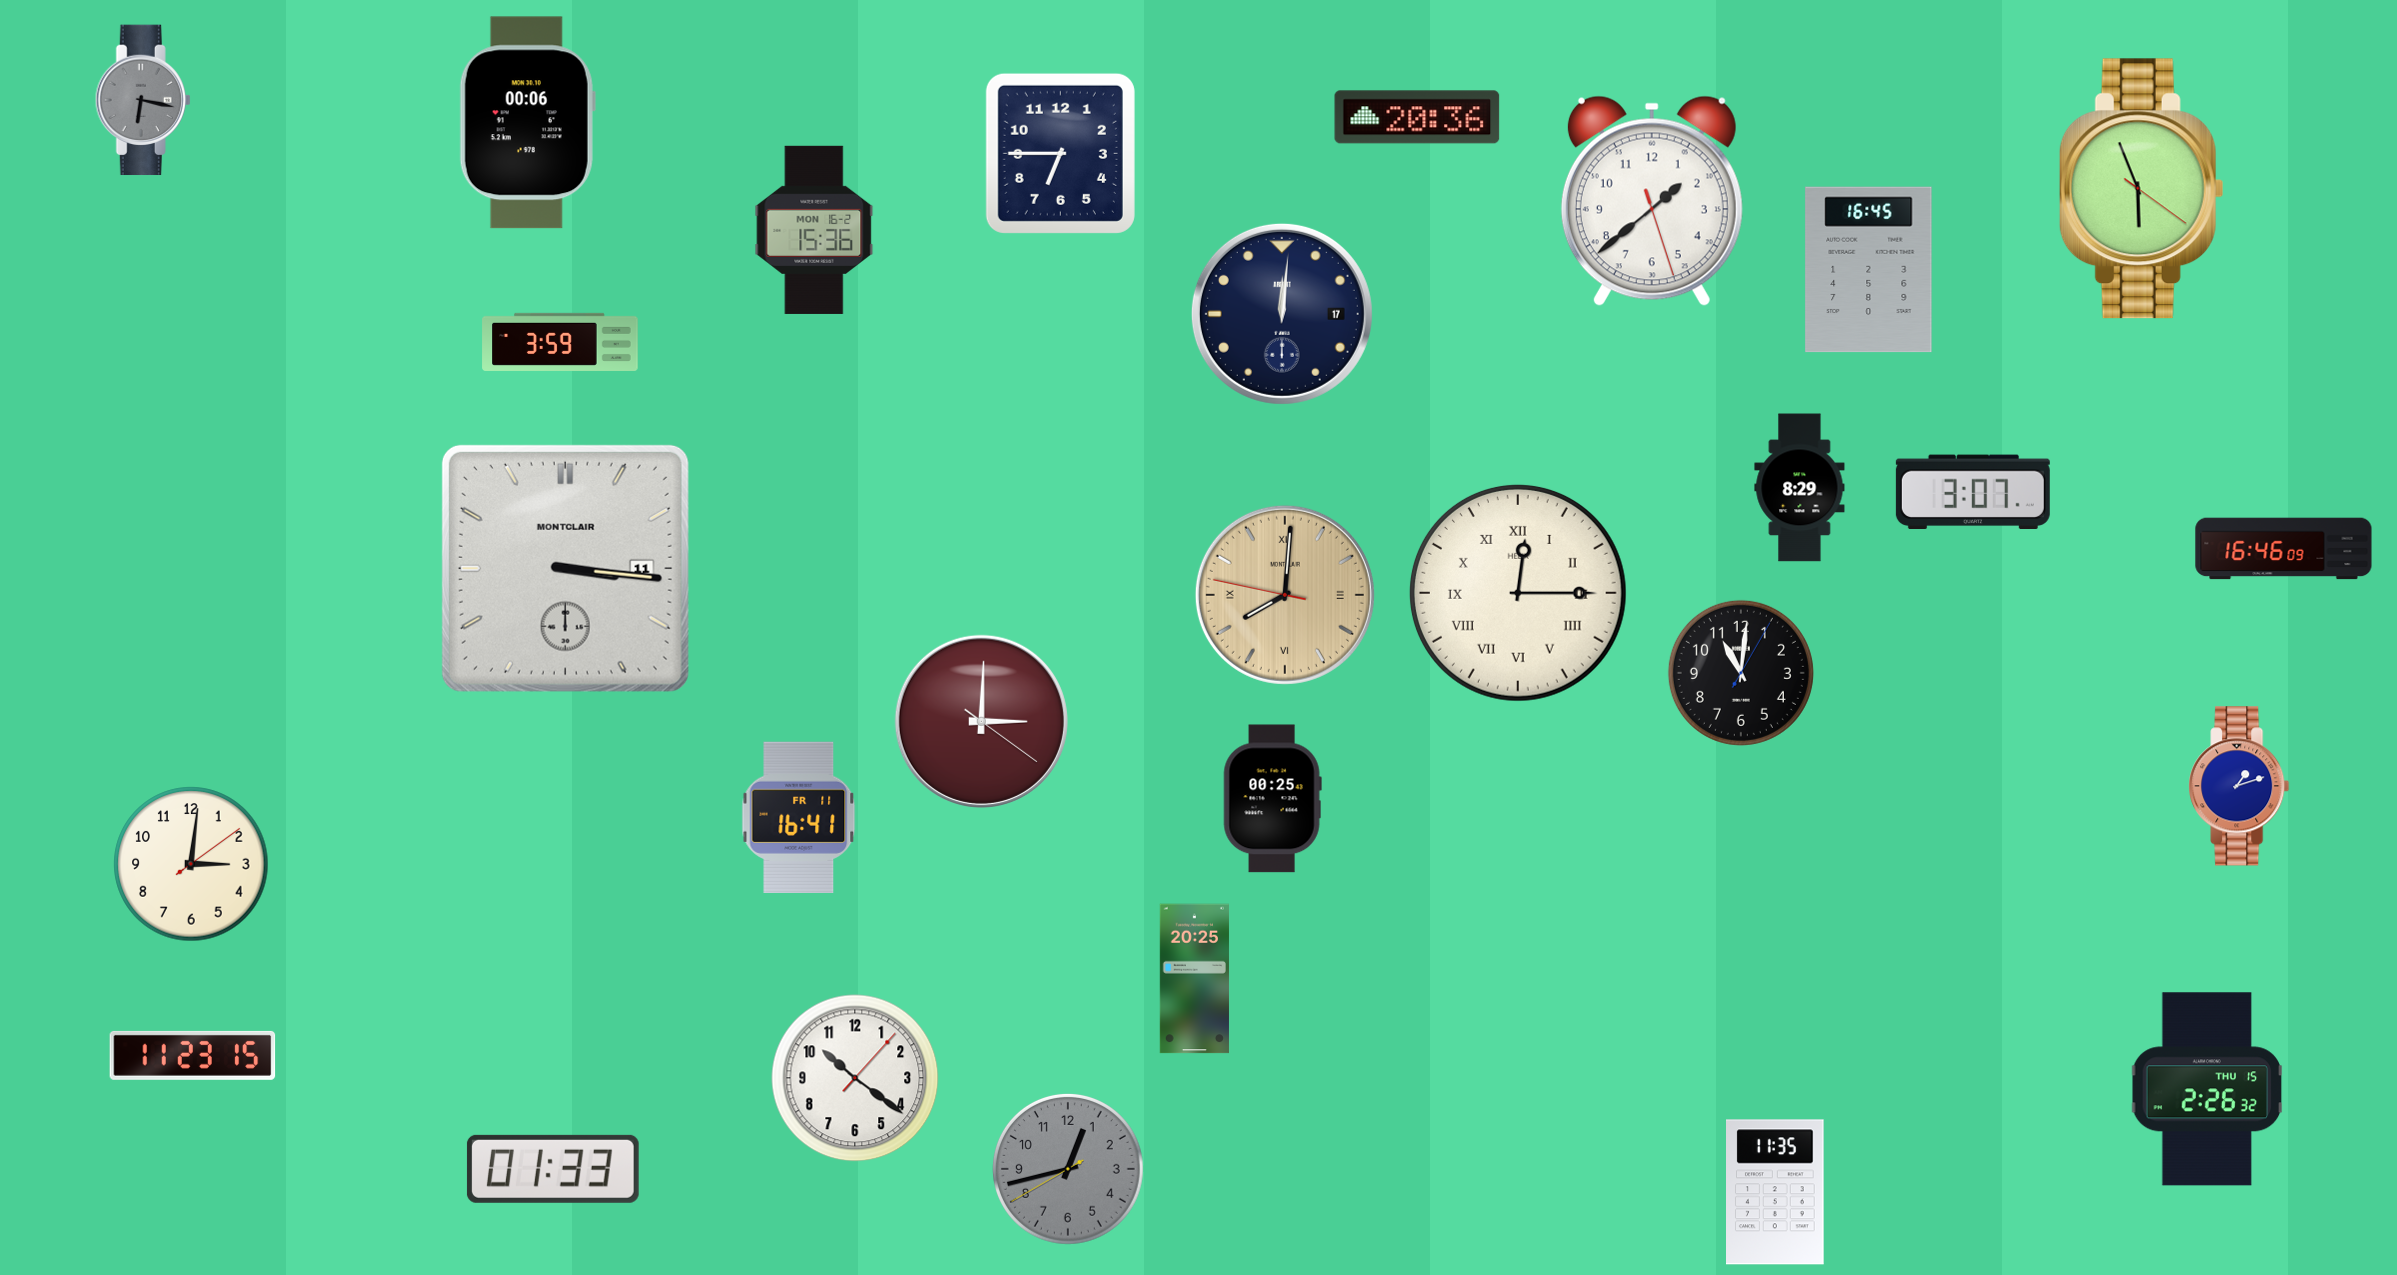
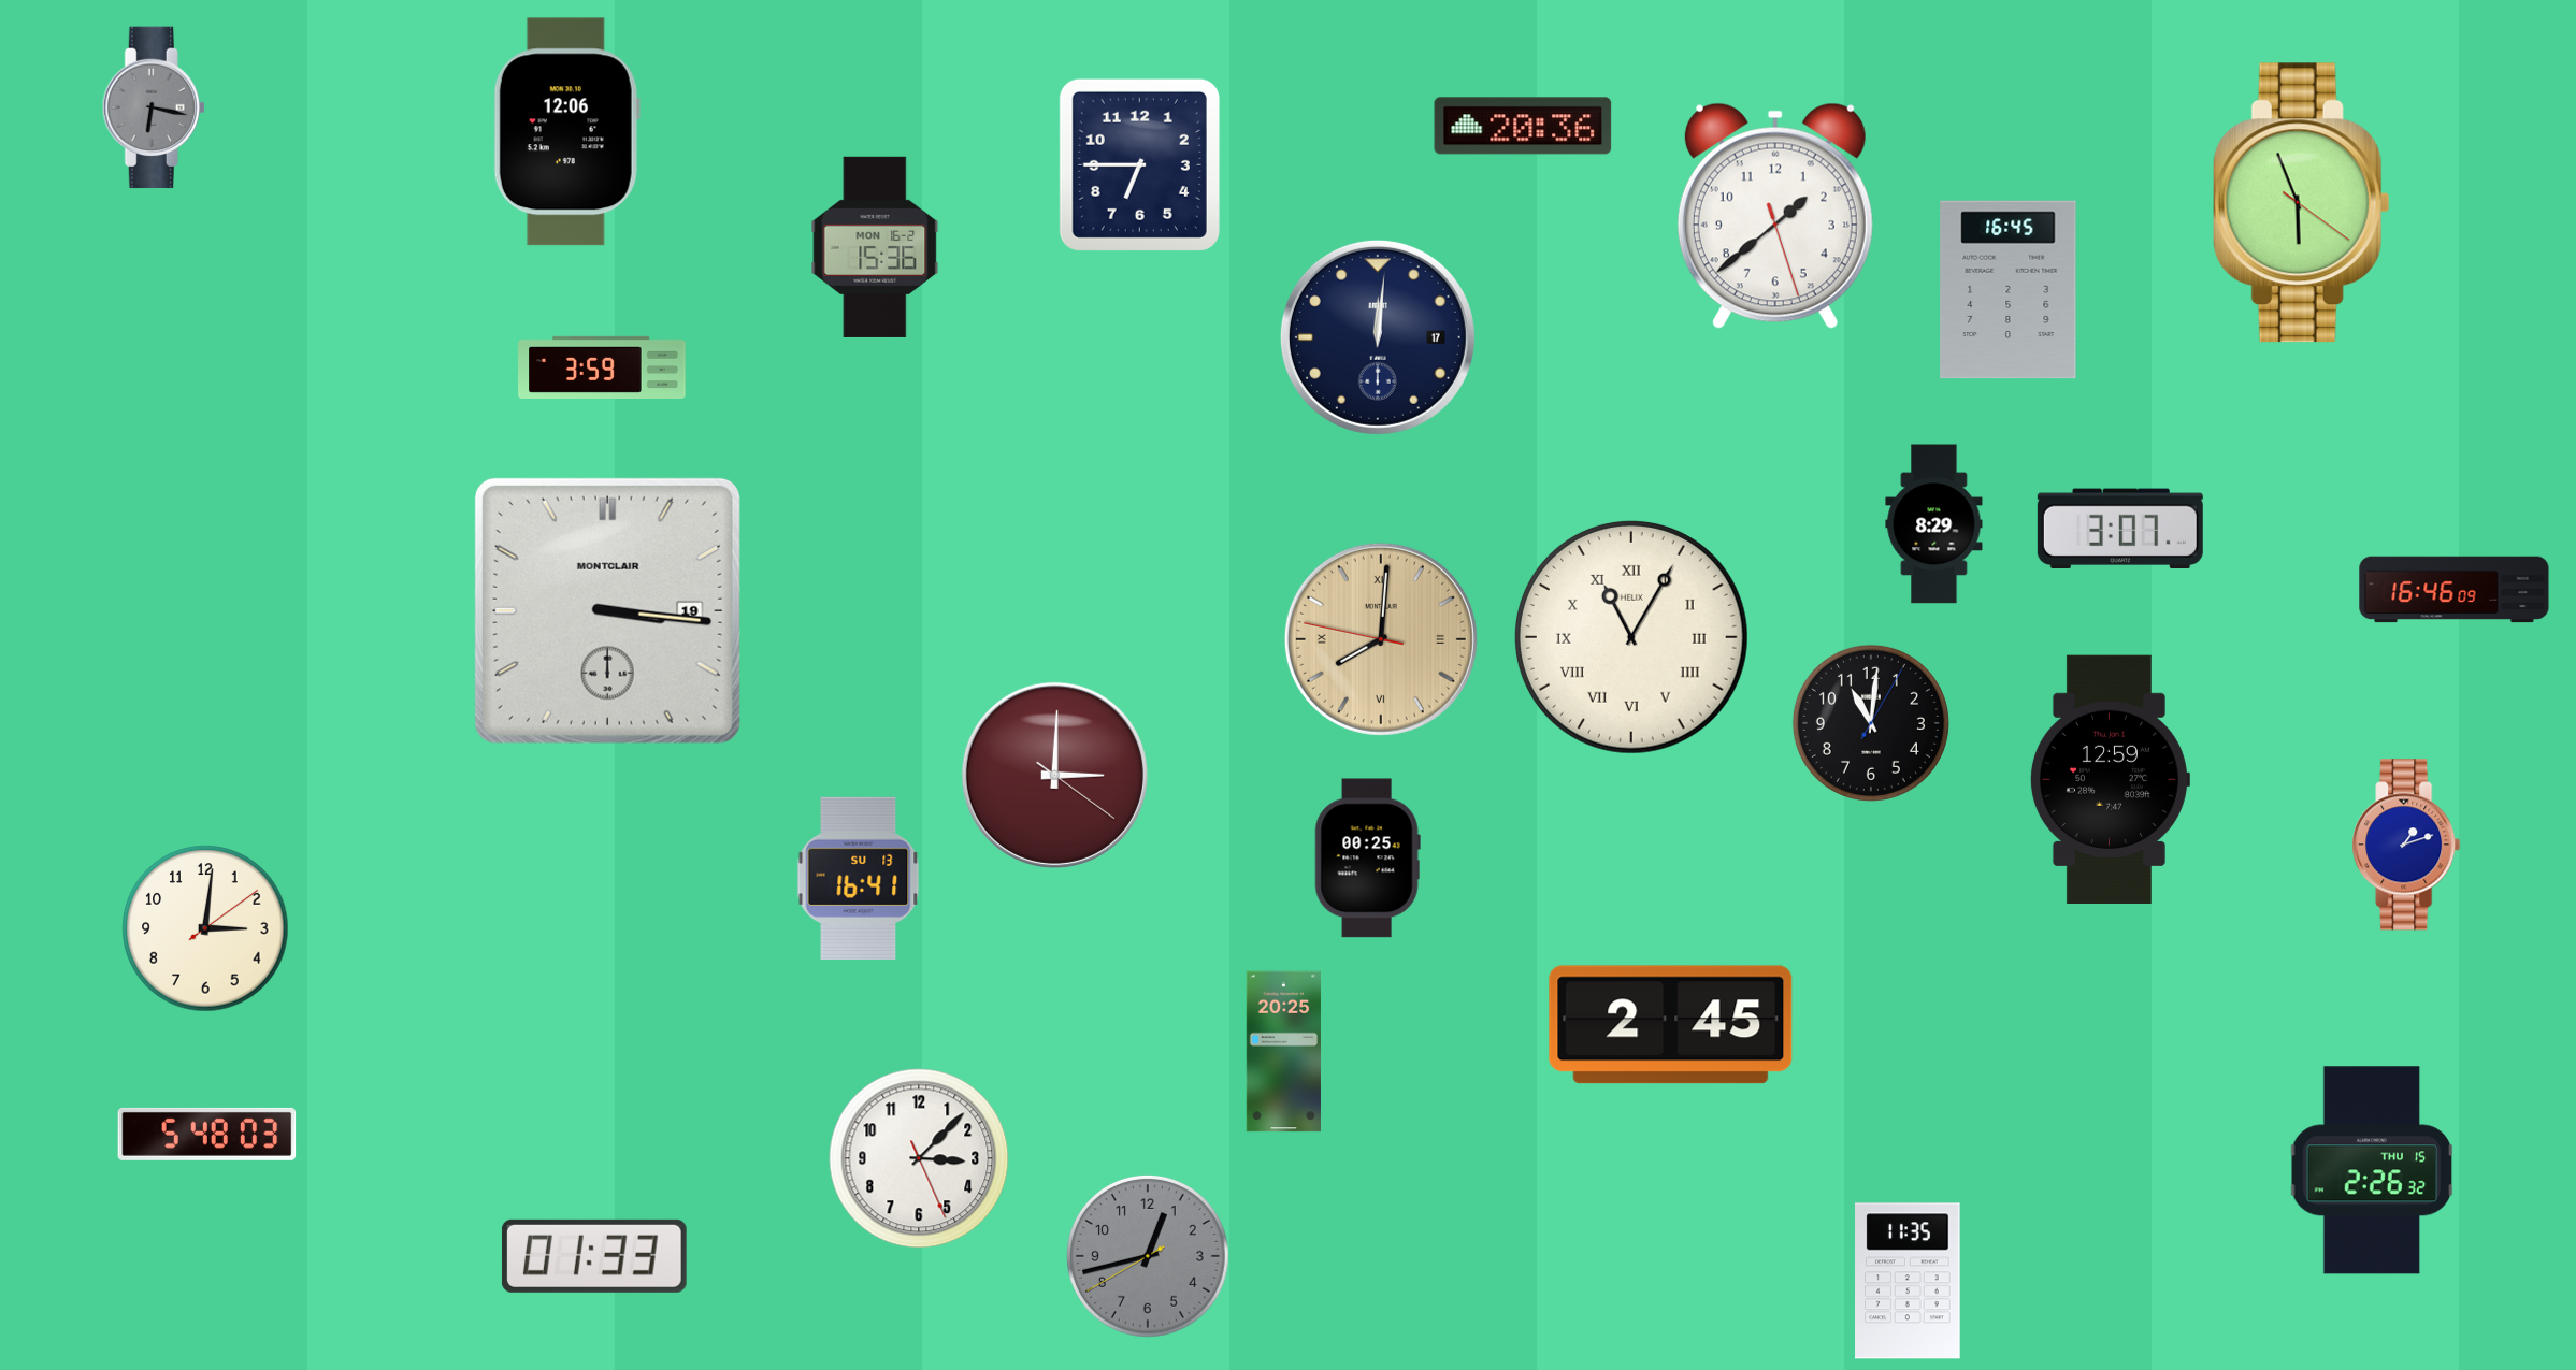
clock at (527, 123): 00:06 -> 12:06
clock at (565, 568) date: 11 -> 19
clock at (1518, 593): 12:15 -> 11:05
clock at (2110, 779): none -> 12:59
clock at (799, 817) date: FR 11 -> SU 13
clock at (1671, 1025): none -> 2:45
clock at (193, 1055): 11:23 -> 5:48
clock at (855, 1078): 10:21 -> 3:07
